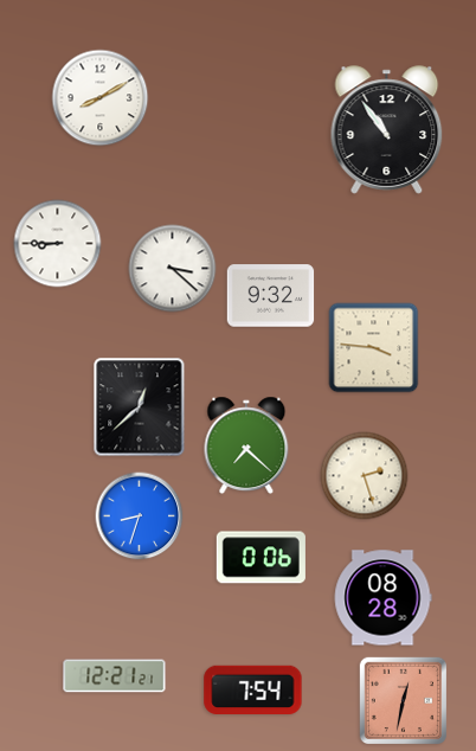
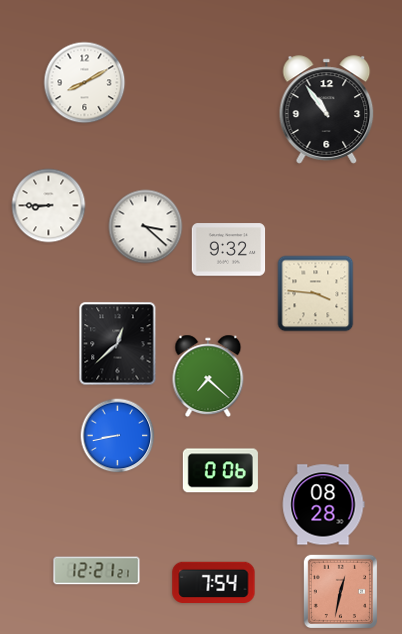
clock at (365, 476): 2:27 -> none
clock at (140, 516): 8:33 -> 8:43
